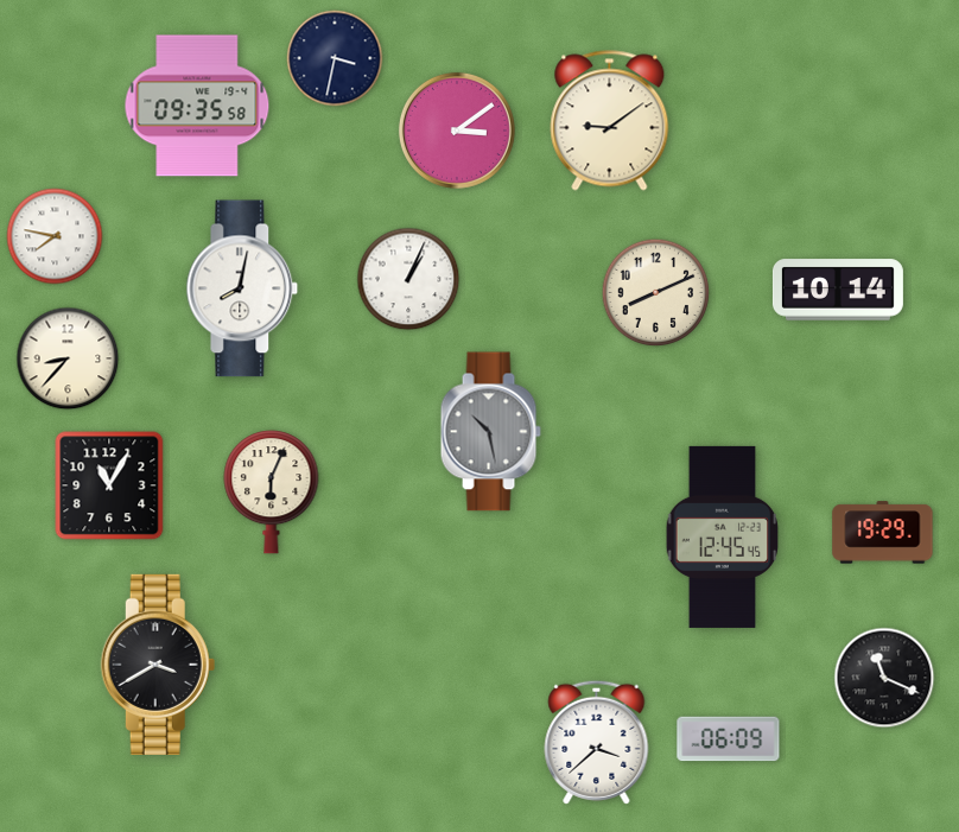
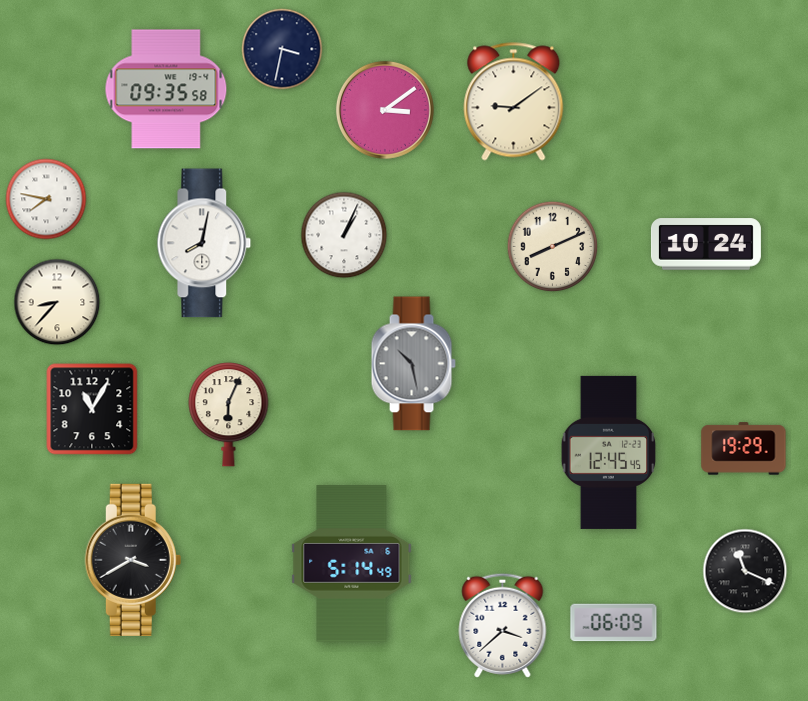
clock at (838, 290): 10:14 -> 10:24
clock at (352, 564): none -> 5:14
